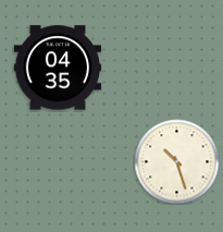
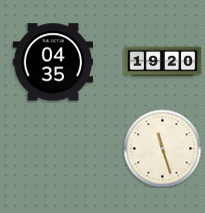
clock at (162, 62): none -> 19:20
clock at (176, 161): 10:27 -> 11:27
